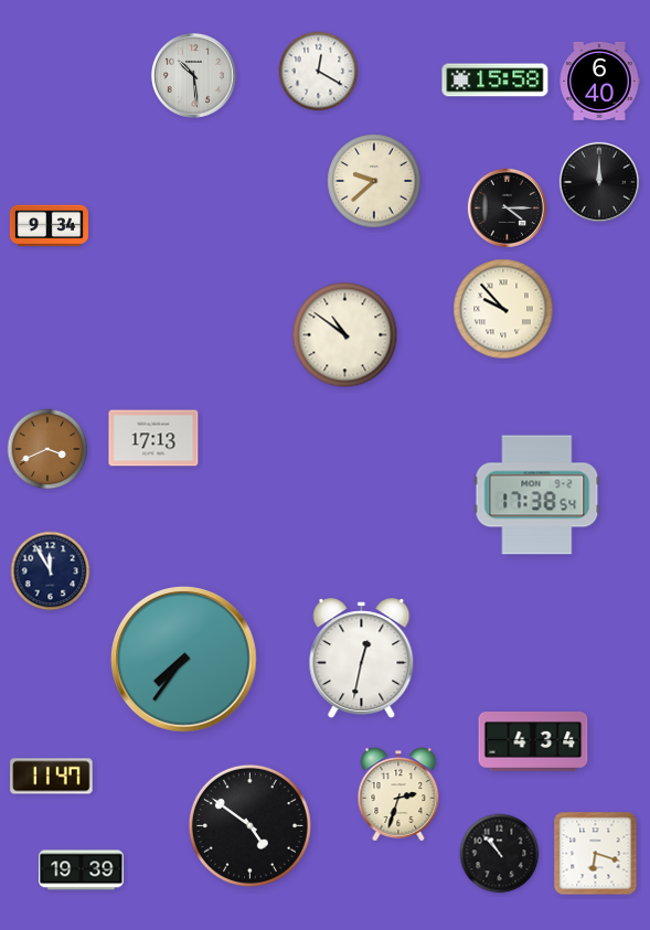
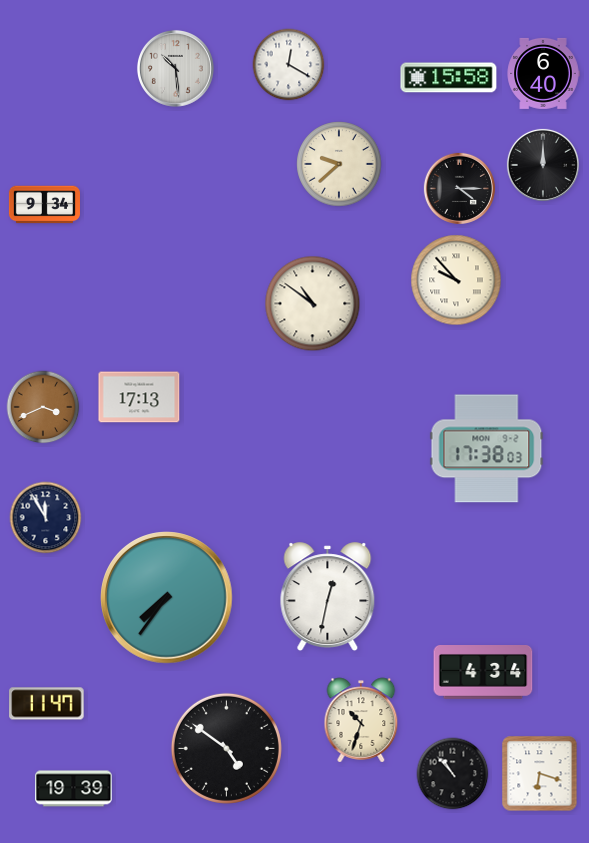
clock at (496, 81) position: (496, 81) -> (449, 78)
clock at (537, 495): 17:38:54 -> 17:38:03
clock at (398, 794): 2:33 -> 10:33
